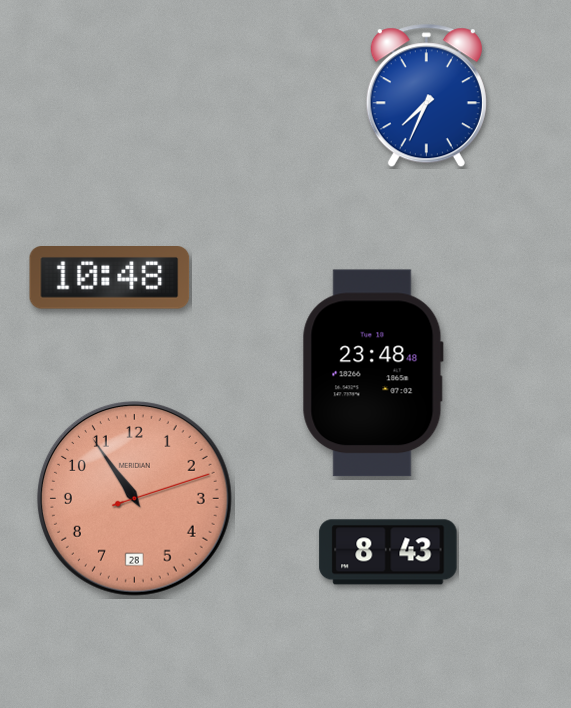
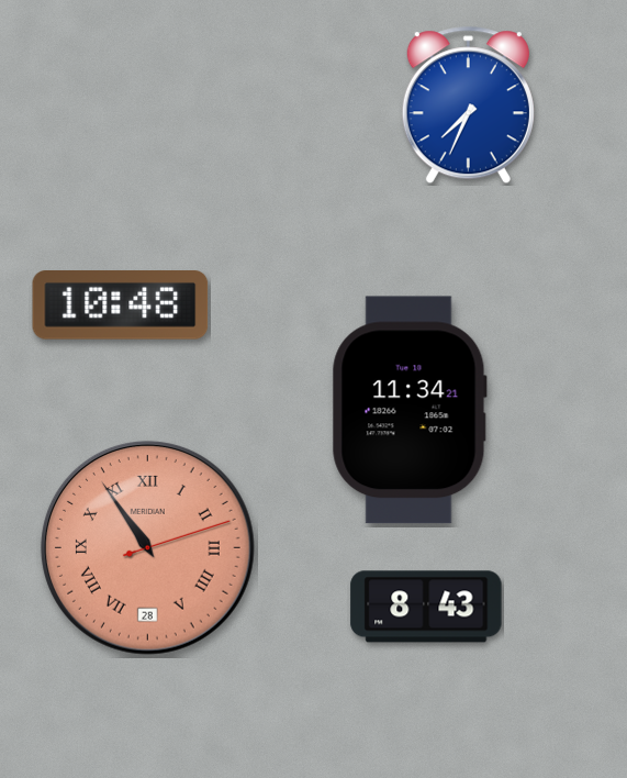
clock at (373, 373): 23:48 -> 11:34
clock at (134, 498) numerals: Arabic -> Roman
